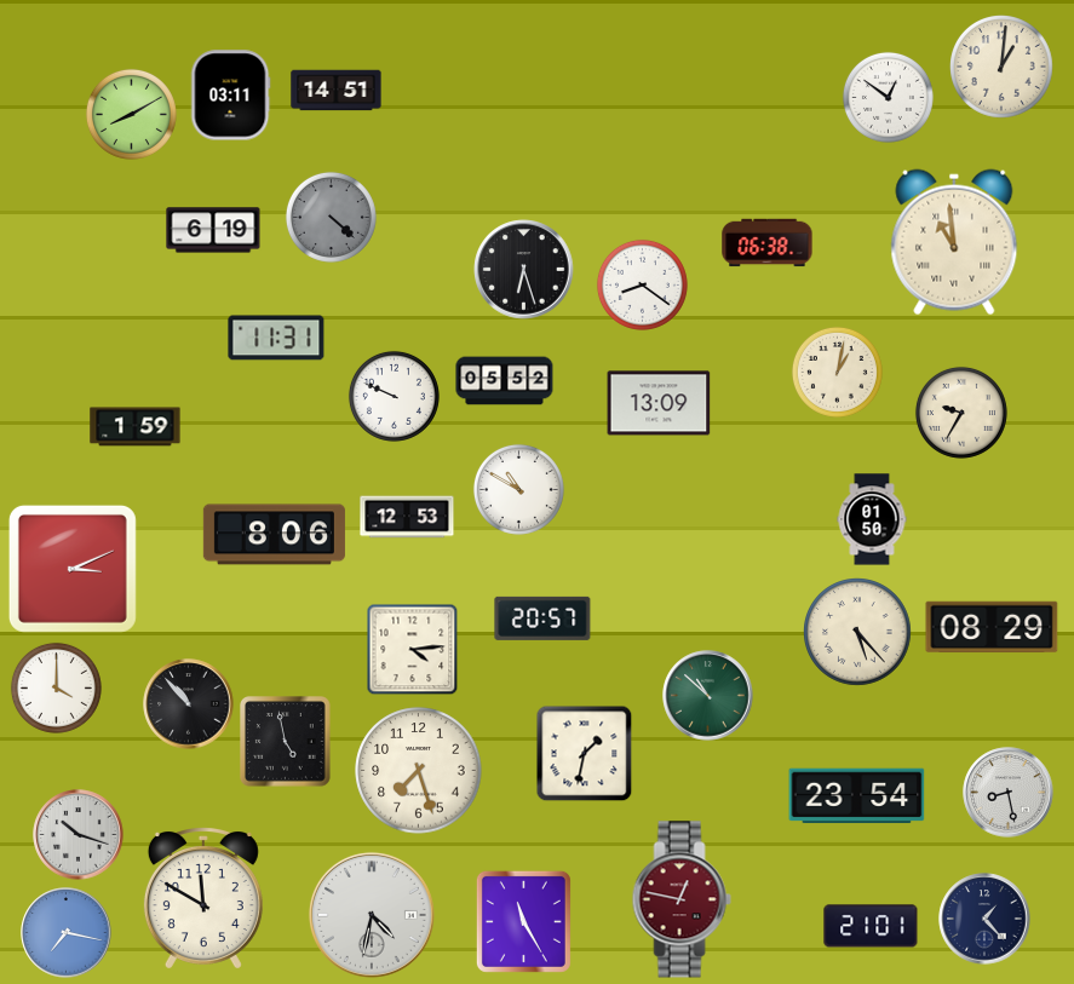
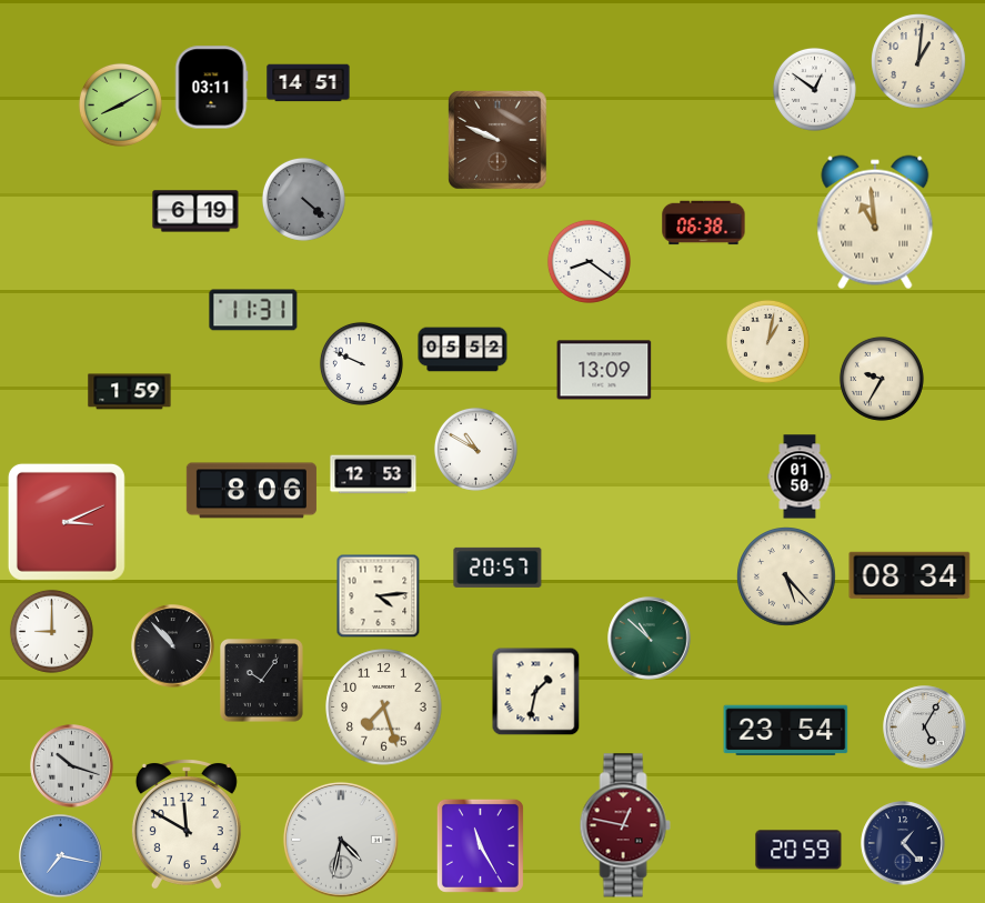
clock at (497, 140): none -> 9:49
clock at (524, 270): 6:27 -> none
clock at (136, 427) position: (136, 427) -> (130, 392)
clock at (992, 627): 08:29 -> 08:34
clock at (857, 632) position: (857, 632) -> (786, 576)
clock at (56, 687): 4:00 -> 9:00
clock at (286, 742): 4:58 -> 10:06
clock at (1009, 793): 8:28 -> 5:05
clock at (871, 926): 21:01 -> 20:59
